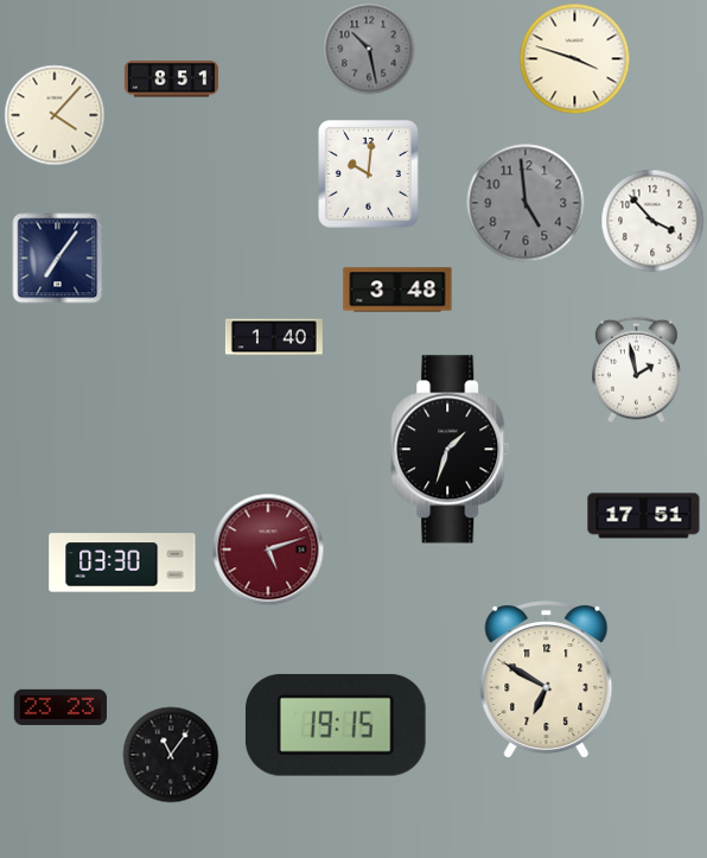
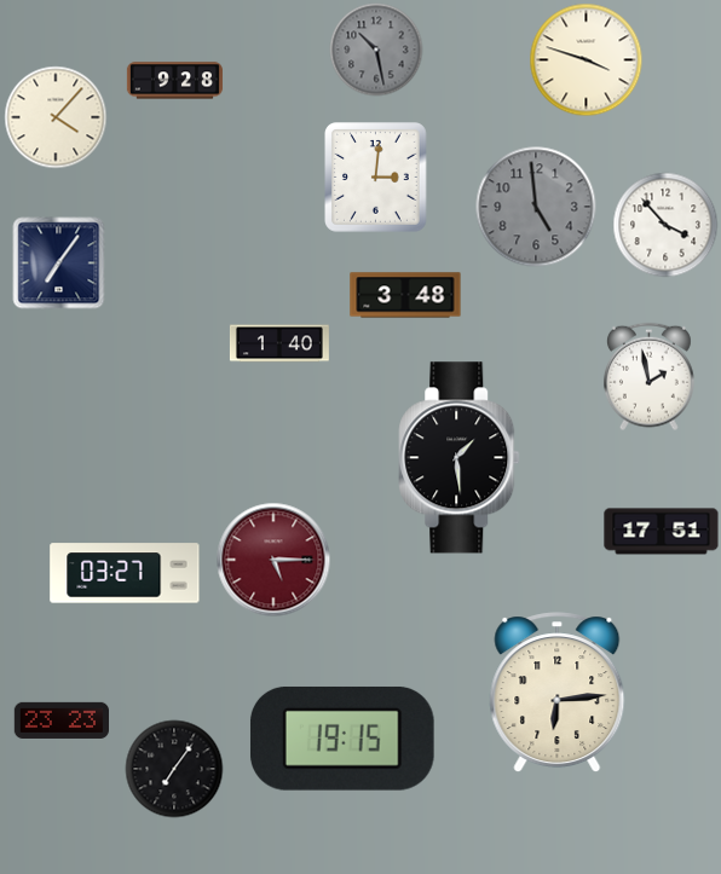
clock at (171, 80): 8:51 -> 9:28
clock at (369, 174): 10:01 -> 3:01
clock at (451, 450): 1:33 -> 1:29
clock at (644, 516) position: (644, 516) -> (662, 532)
clock at (268, 549): 5:12 -> 5:15
clock at (122, 563): 03:30 -> 03:27
clock at (547, 680): 6:50 -> 6:14
clock at (171, 755): 11:06 -> 7:06
